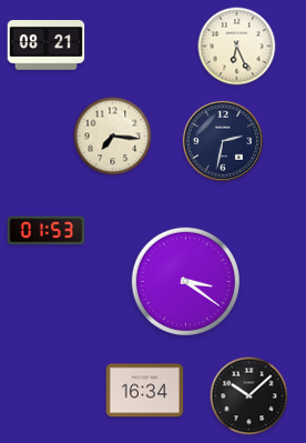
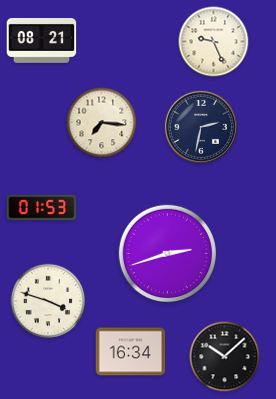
clock at (237, 47): 6:26 -> 9:26
clock at (185, 281): 3:21 -> 2:42
clock at (48, 301): none -> 3:48
